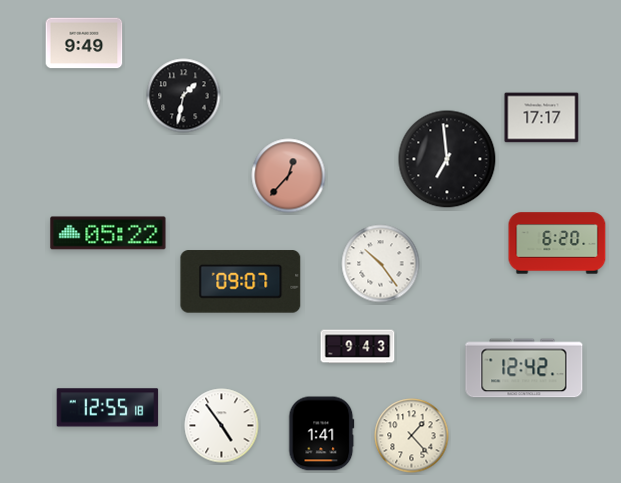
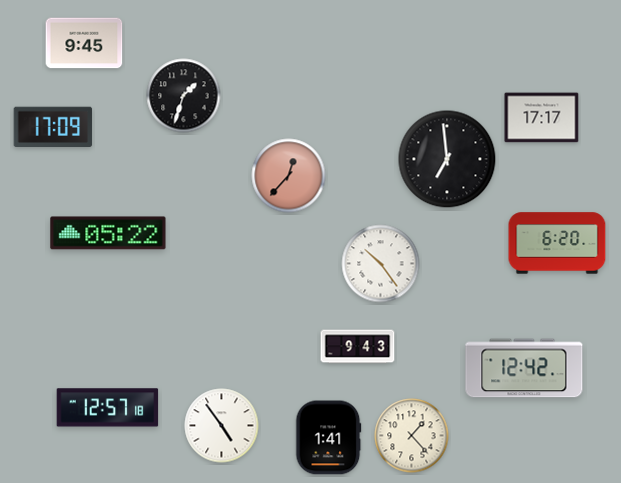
clock at (84, 43): 9:49 -> 9:45
clock at (184, 96): 1:32 -> 1:33
clock at (53, 126): none -> 17:09
clock at (241, 282): 09:07 -> none
clock at (108, 408): 12:55 -> 12:57
clock at (322, 434) position: (322, 434) -> (329, 438)
